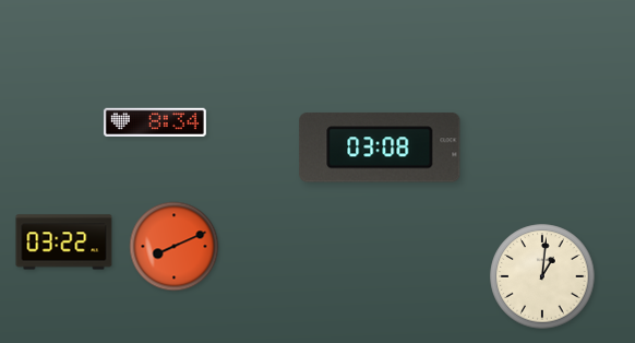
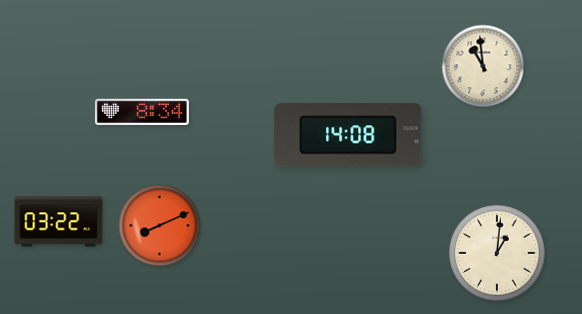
clock at (483, 66): none -> 10:59
clock at (380, 147): 03:08 -> 14:08
